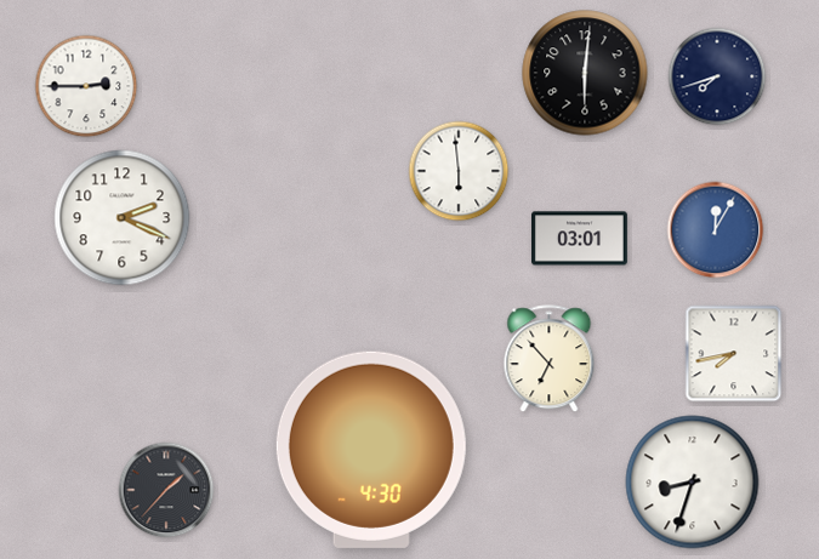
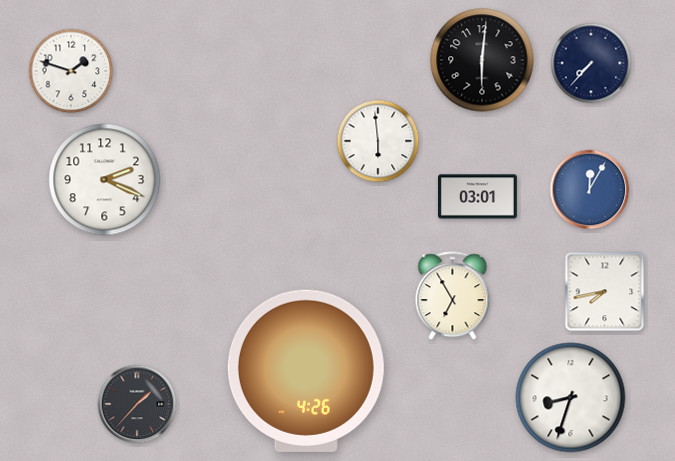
clock at (717, 76): 7:42 -> 7:37
clock at (86, 86): 2:45 -> 1:48
clock at (123, 218) position: (123, 218) -> (105, 180)
clock at (550, 359): 6:53 -> 6:55
clock at (371, 450): 4:30 -> 4:26
